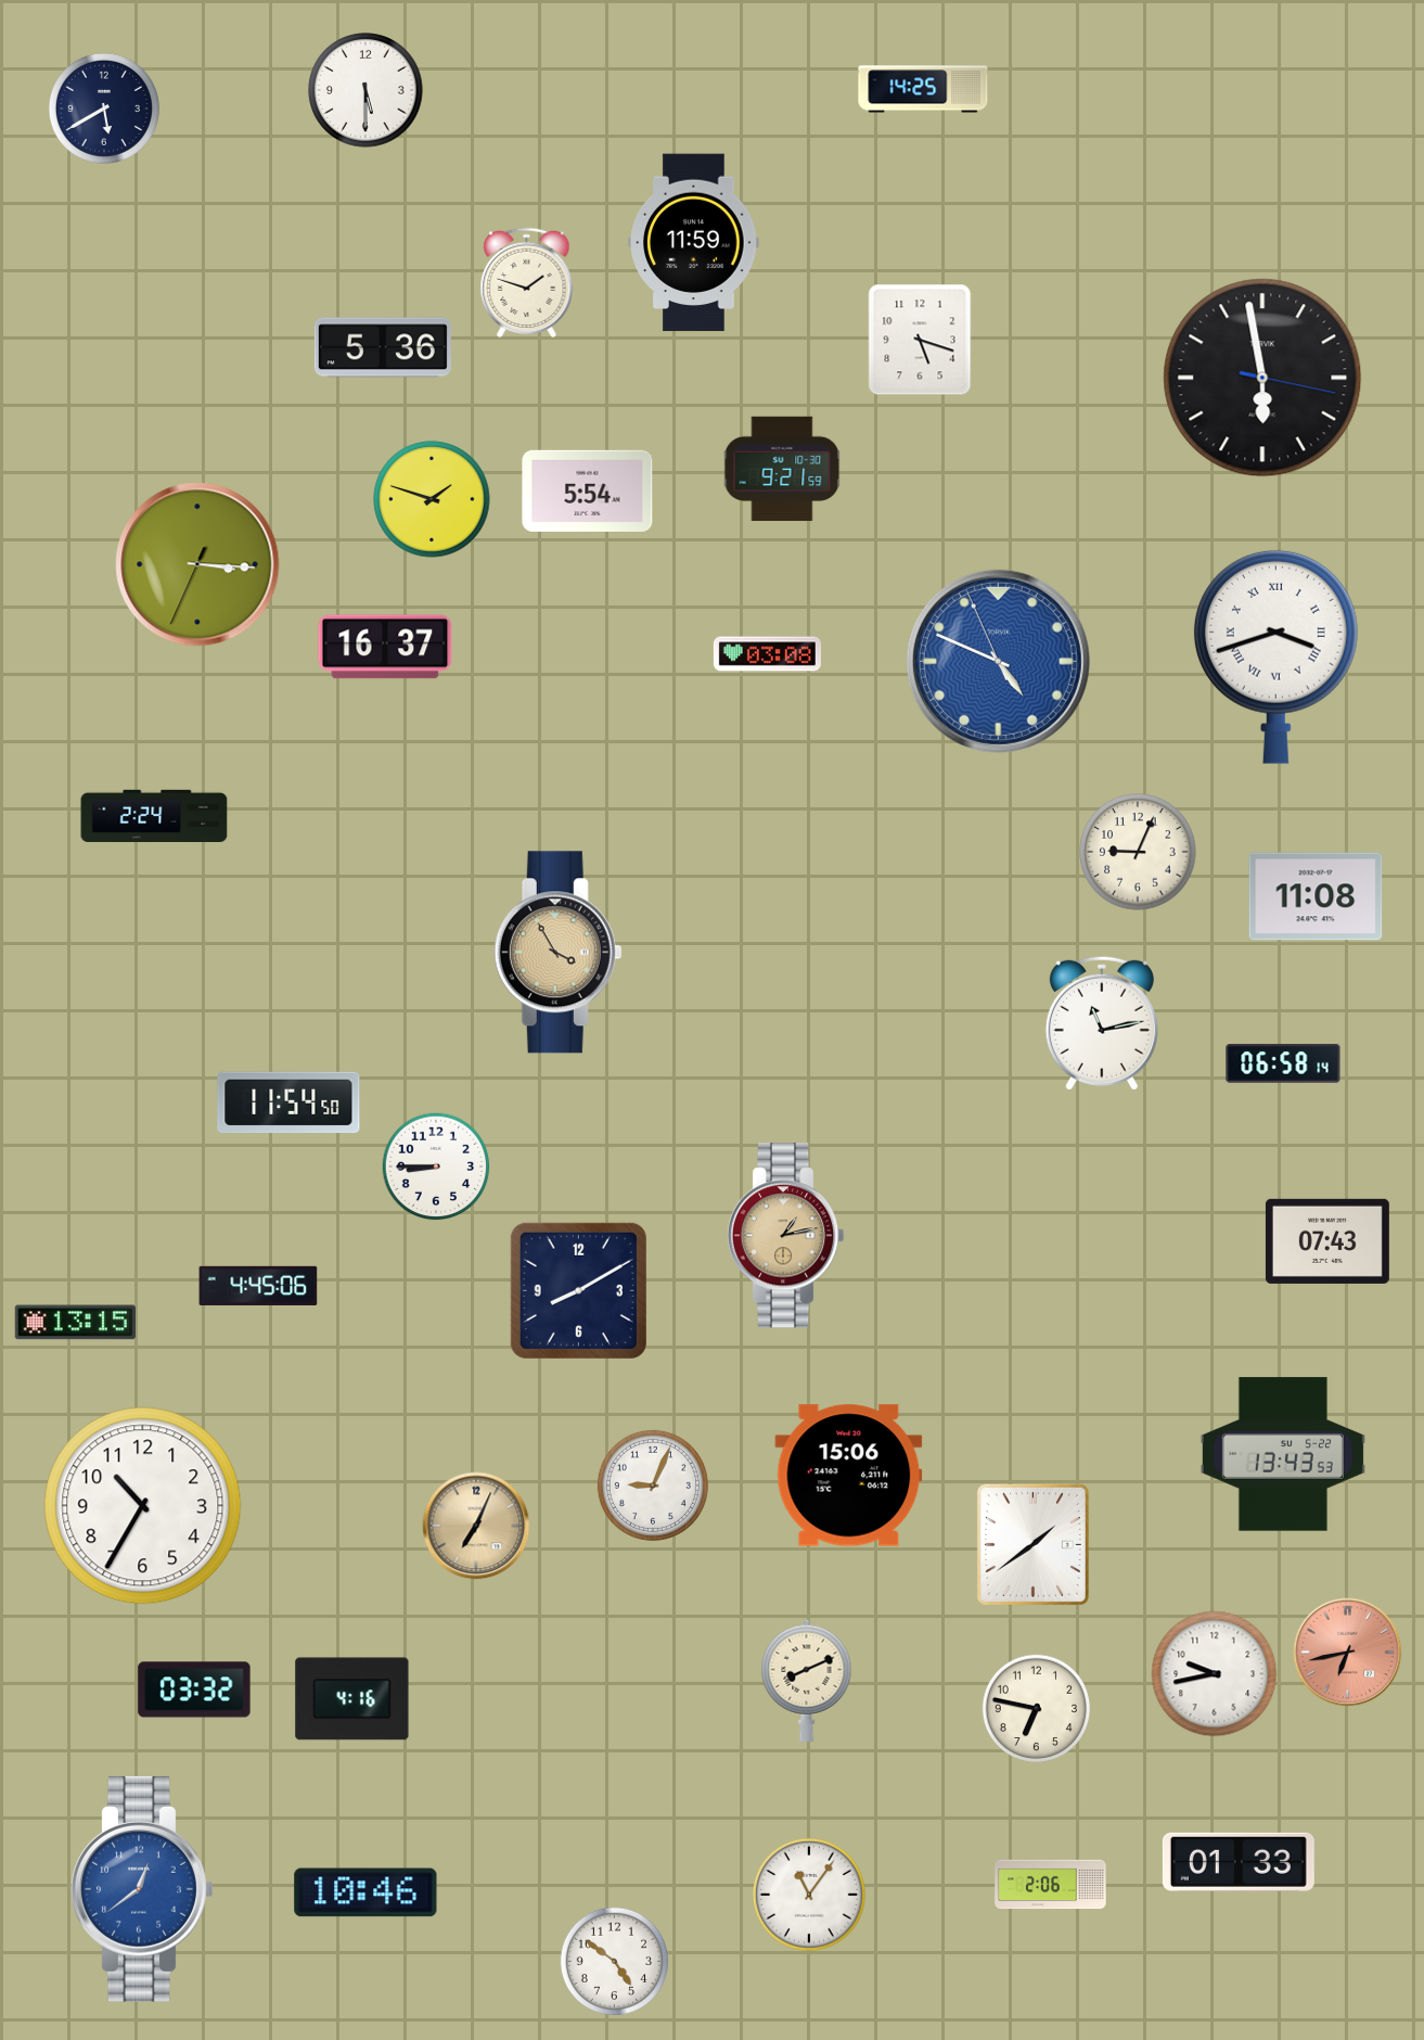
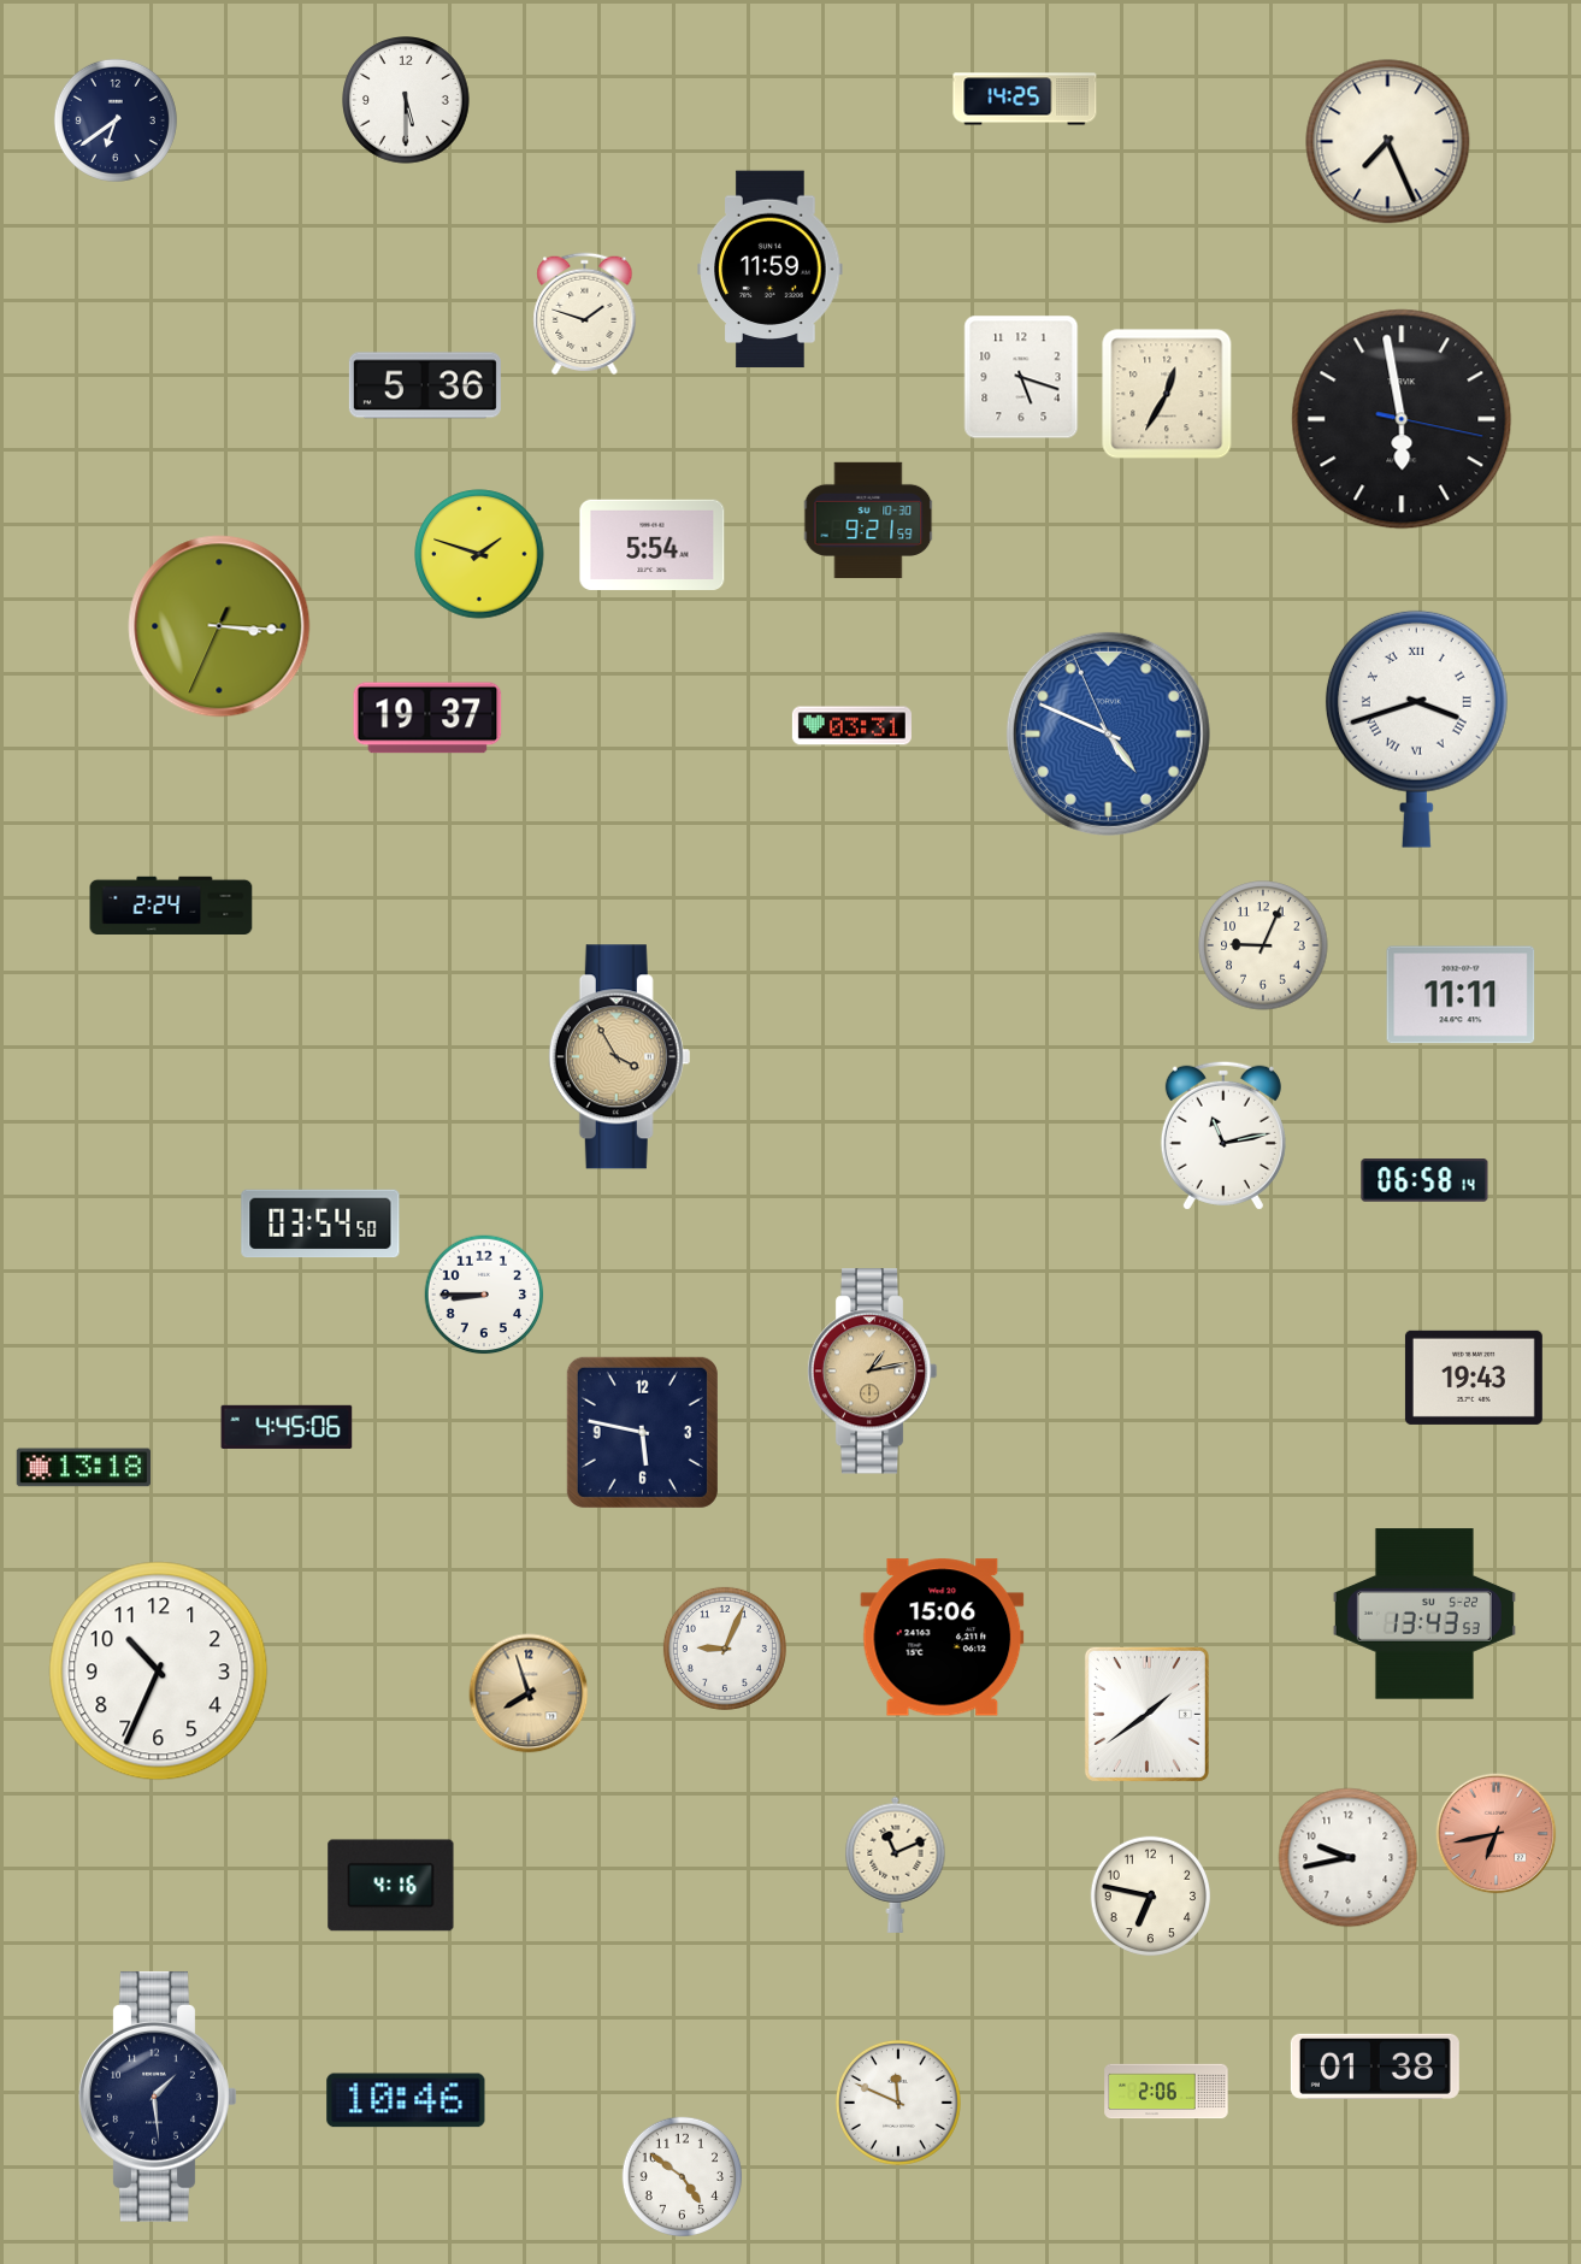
clock at (104, 109): 5:40 -> 6:39
clock at (1388, 142): none -> 7:26
clock at (1167, 394): none -> 12:35
clock at (385, 647): 16:37 -> 19:37
clock at (767, 654): 03:08 -> 03:31
clock at (1316, 896): 11:08 -> 11:11
clock at (288, 1102): 11:54 -> 03:54
clock at (1327, 1241): 07:43 -> 19:43
clock at (578, 1290): 8:10 -> 5:47
clock at (75, 1323): 13:15 -> 13:18
clock at (143, 1506): 10:35 -> 10:34
clock at (476, 1526): 7:04 -> 7:57
clock at (807, 1680): 8:11 -> 11:11
clock at (194, 1690): 03:32 -> none
clock at (1239, 1862): 01:33 -> 01:38
clock at (142, 1889): 12:39 -> 1:29
clock at (142, 1889) dial: blue -> navy
clock at (809, 1895): 11:06 -> 11:49
